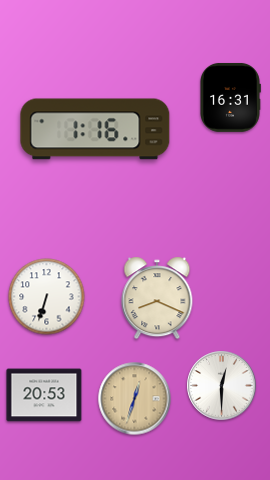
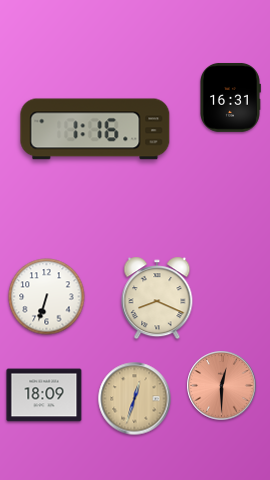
clock at (222, 386) dial: white -> salmon
clock at (44, 395): 20:53 -> 18:09
